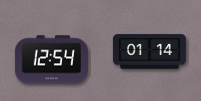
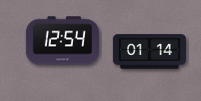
clock at (51, 60) position: (51, 60) -> (62, 41)
